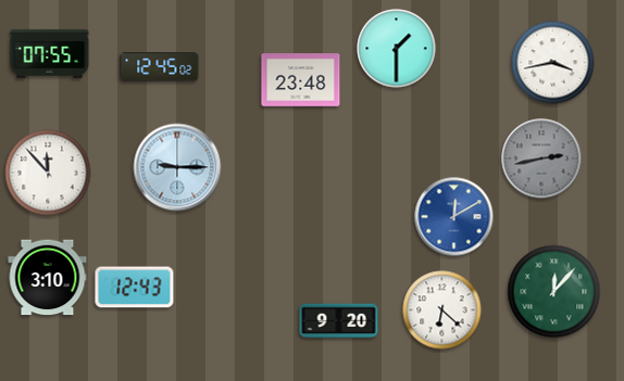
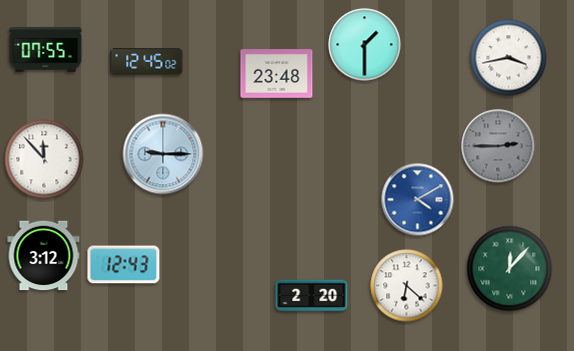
clock at (541, 158): 2:43 -> 2:45
clock at (454, 217): 12:10 -> 4:10
clock at (48, 278): 3:10 -> 3:12
clock at (339, 321): 9:20 -> 2:20
